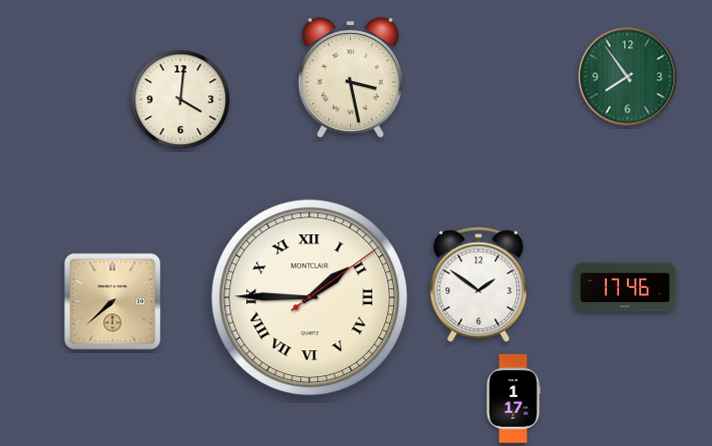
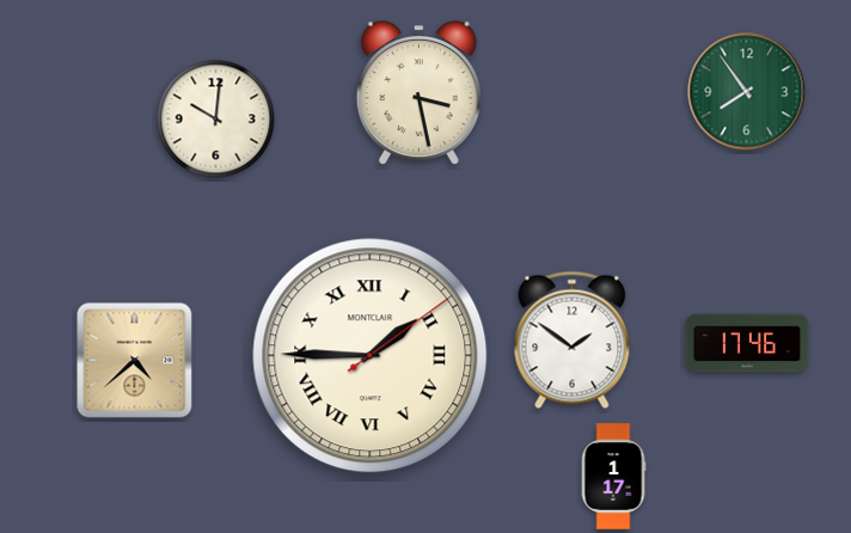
clock at (628, 77) position: (628, 77) -> (747, 92)
clock at (181, 100): 4:01 -> 10:01
clock at (113, 302): 7:38 -> 4:38
